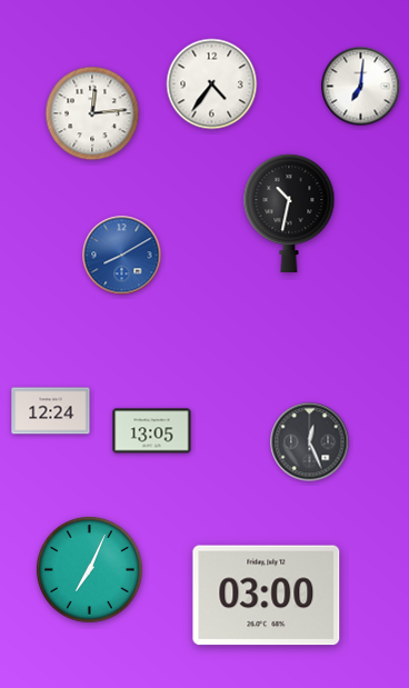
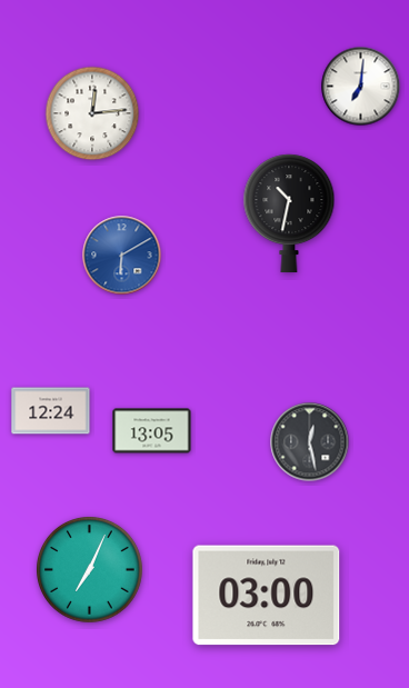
clock at (212, 84): 4:36 -> none
clock at (122, 256): 8:10 -> 6:10
clock at (310, 442): 12:26 -> 12:28
